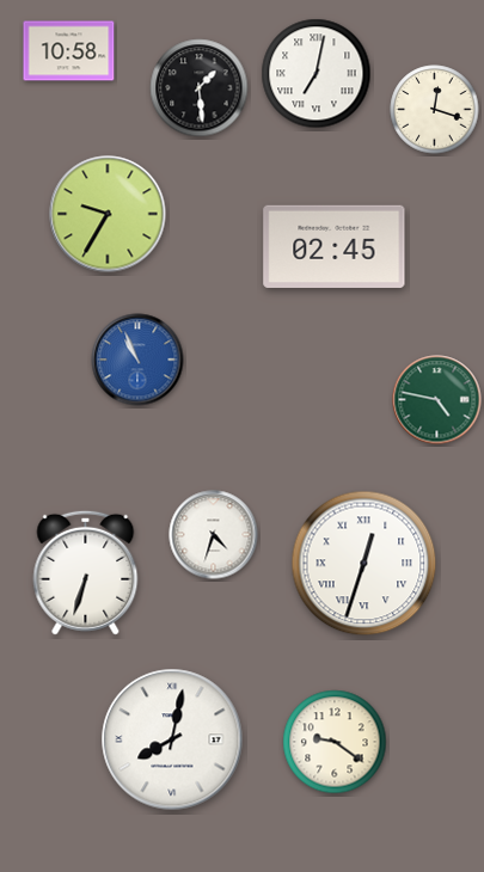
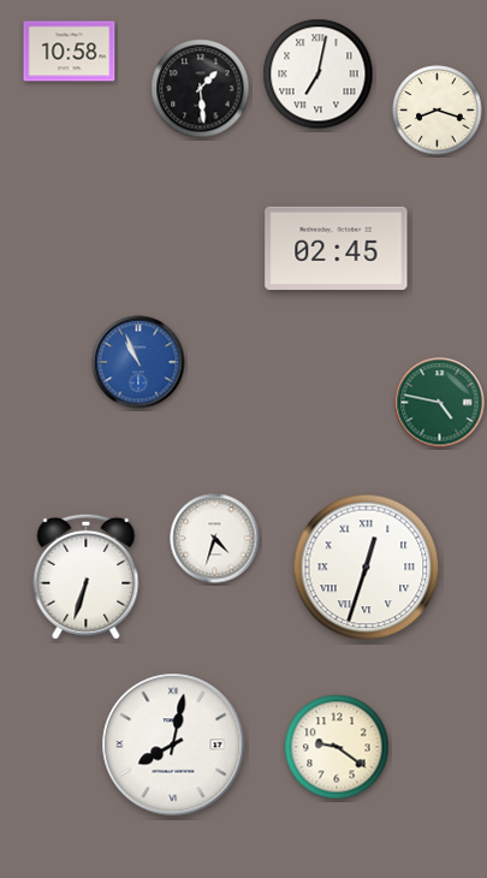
clock at (435, 110): 12:18 -> 8:18
clock at (108, 214): 9:35 -> none
